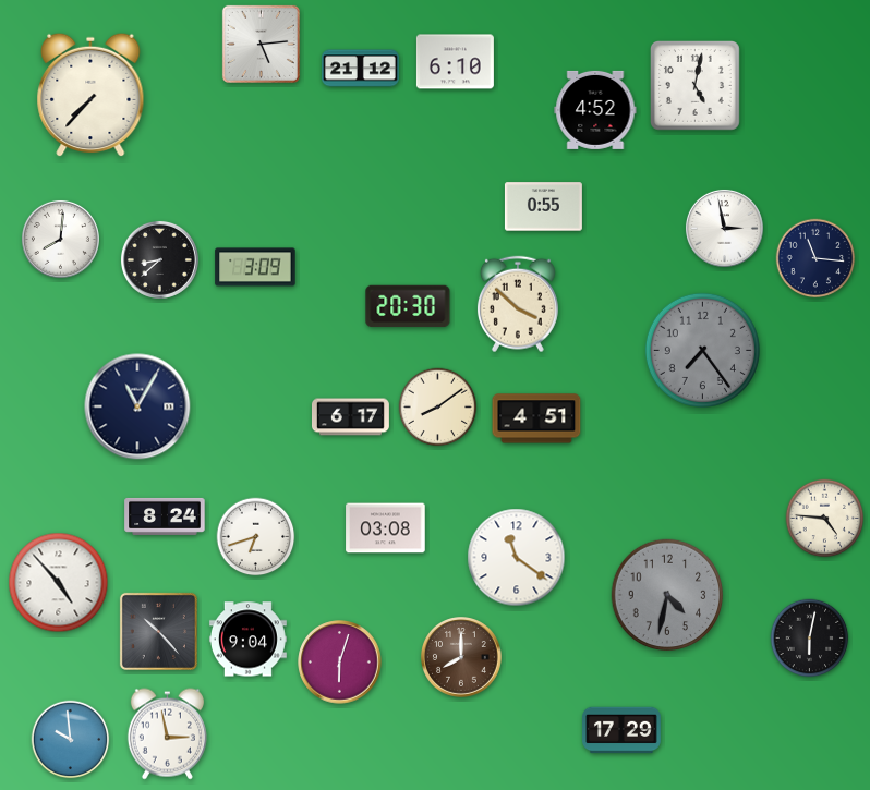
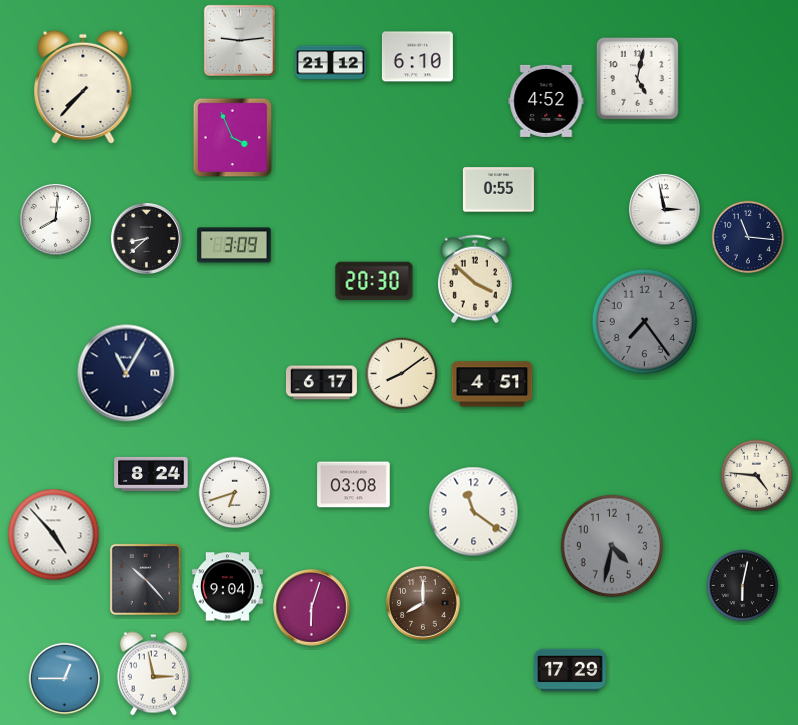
clock at (261, 44): 5:14 -> 9:14
clock at (233, 138): none -> 3:56
clock at (71, 740): 9:59 -> 12:45
